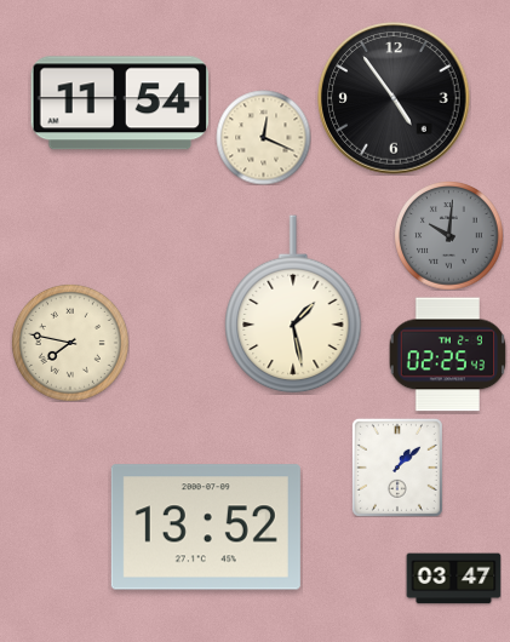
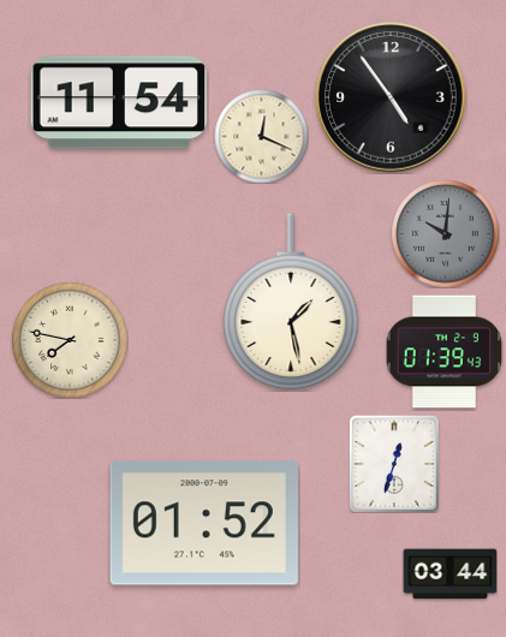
clock at (447, 355): 02:25 -> 01:39
clock at (397, 468): 1:08 -> 12:33
clock at (206, 527): 13:52 -> 01:52
clock at (453, 579): 03:47 -> 03:44
